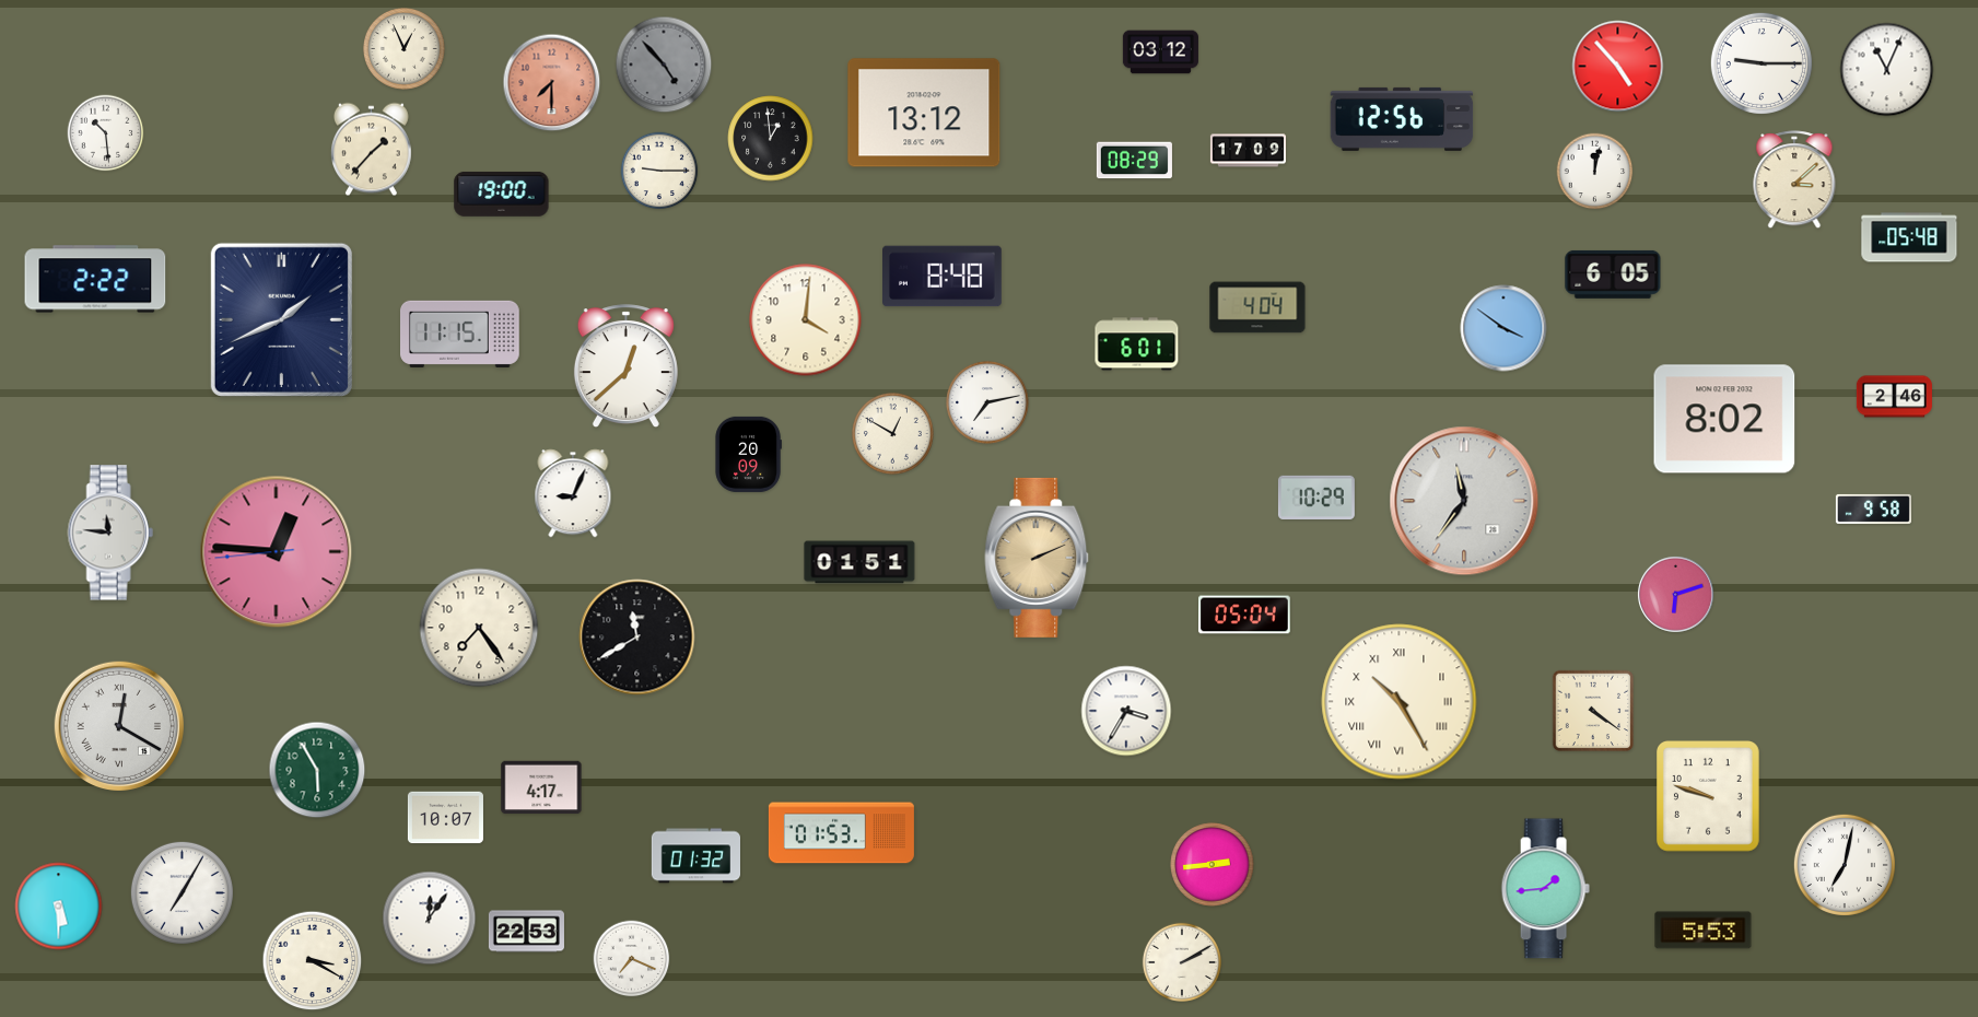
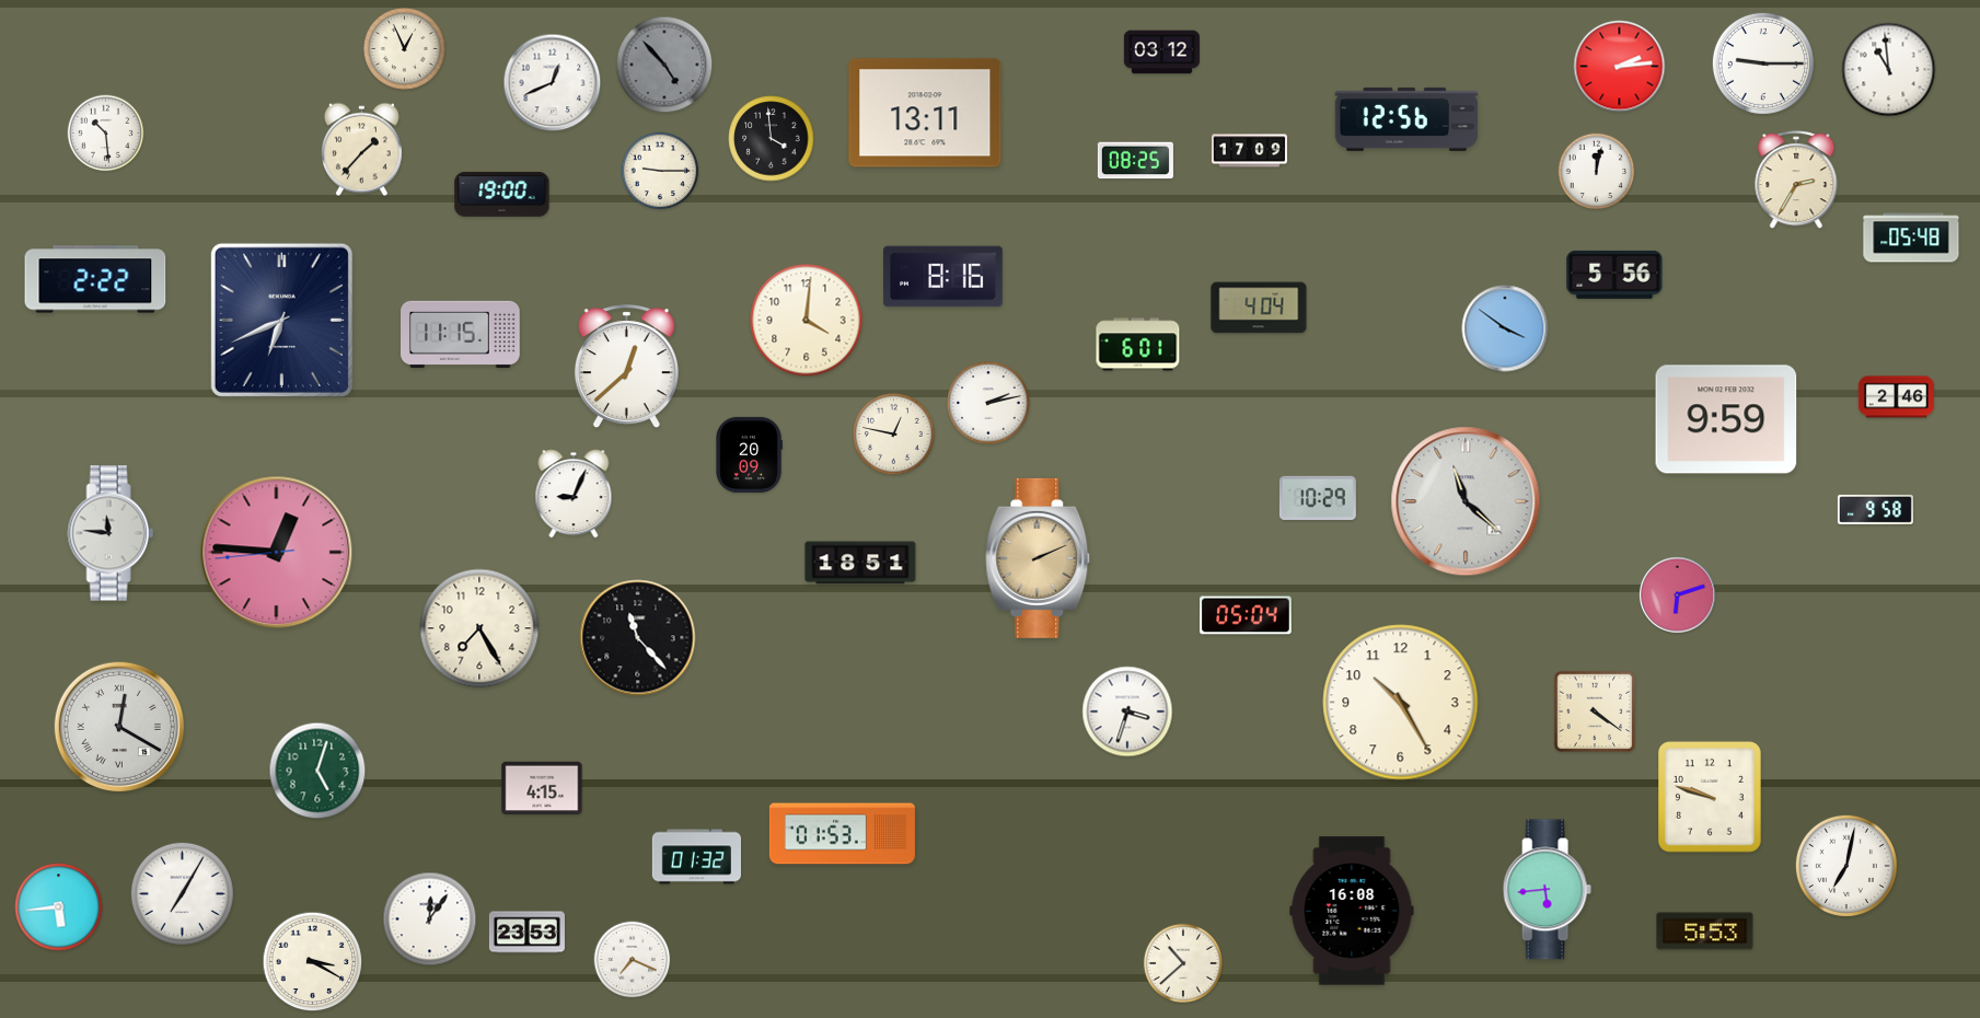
clock at (1618, 67): 4:53 -> 2:14
clock at (1887, 70): 11:04 -> 10:59
clock at (552, 83): 7:30 -> 12:41
clock at (552, 83) dial: salmon -> white
clock at (924, 113): 13:12 -> 13:11
clock at (1402, 119) position: (1402, 119) -> (1406, 119)
clock at (771, 139): 12:59 -> 3:59
clock at (371, 150) position: (371, 150) -> (361, 150)
clock at (1134, 161): 08:29 -> 08:25
clock at (1794, 180): 3:08 -> 2:35
clock at (1613, 274): 6:05 -> 5:56
clock at (943, 277): 8:48 -> 8:16
clock at (281, 319): 1:41 -> 6:41
clock at (987, 402): 7:13 -> 2:13
clock at (1724, 419): 8:02 -> 9:59
clock at (893, 434): 12:50 -> 12:47
clock at (1464, 501): 11:36 -> 11:22
clock at (859, 562): 01:51 -> 18:51
clock at (479, 628): 7:24 -> 7:25
clock at (637, 638): 11:40 -> 11:23
clock at (1400, 702) numerals: Roman -> Arabic
clock at (1126, 711): 3:35 -> 3:33
clock at (317, 770): 5:55 -> 5:03
clock at (541, 787): 4:17 -> 4:15
clock at (445, 818): 10:07 -> none
clock at (1213, 865): 2:44 -> none
clock at (1545, 889): 1:44 -> 5:44
clock at (59, 907): 5:30 -> 5:44
clock at (1352, 911): none -> 16:08
clock at (526, 932): 22:53 -> 23:53
clock at (1182, 962): 2:10 -> 10:38
